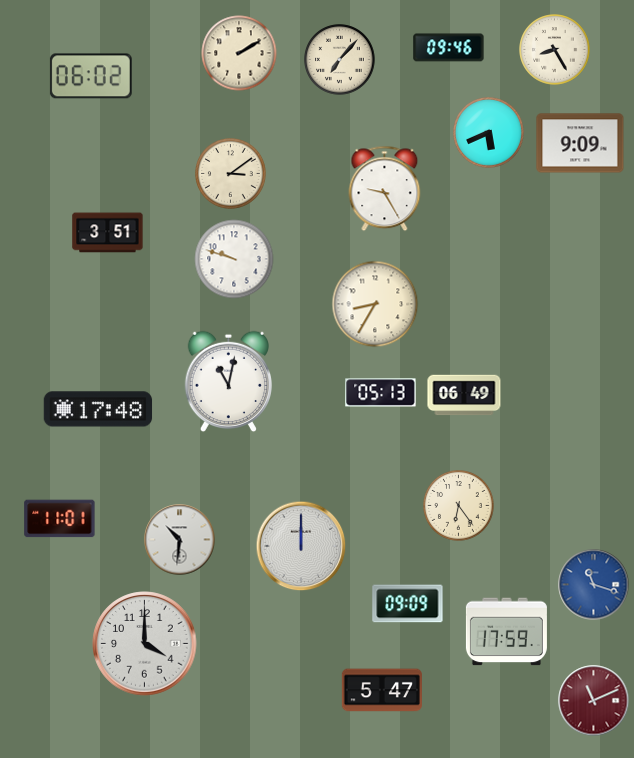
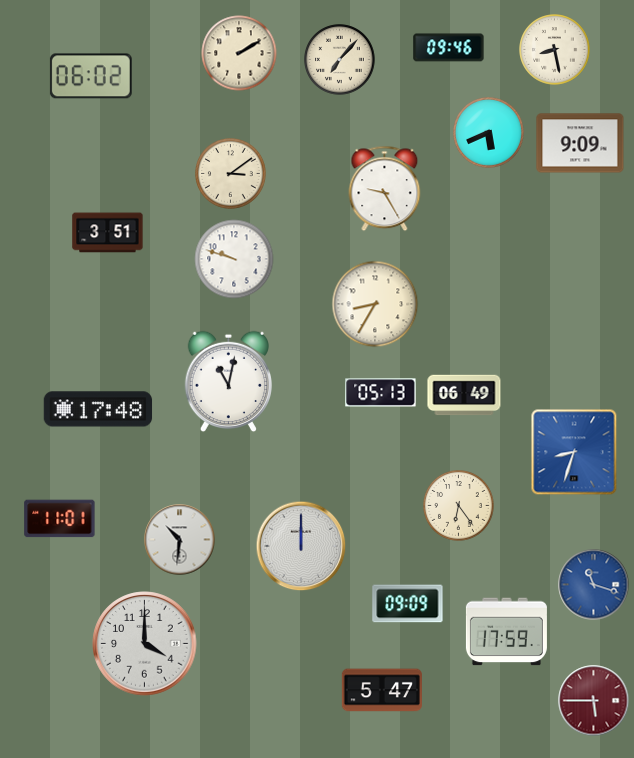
clock at (555, 50): 8:25 -> 8:28
clock at (574, 452): none -> 8:33
clock at (594, 701): 11:11 -> 5:45
